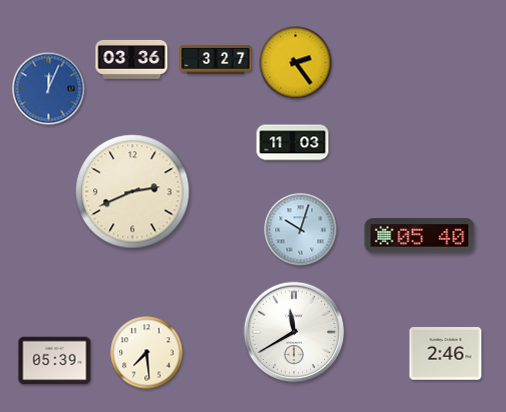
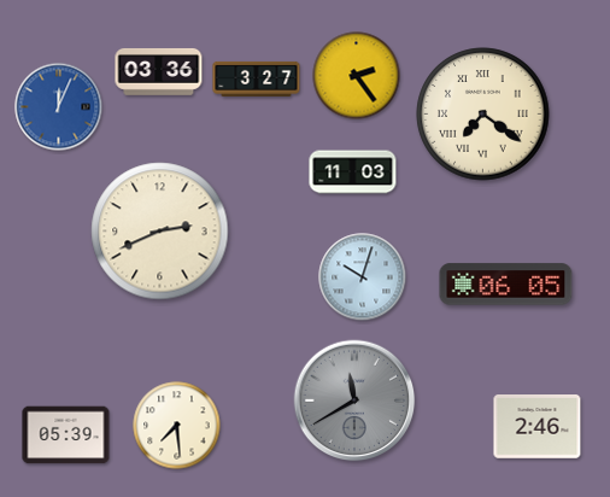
clock at (216, 59) position: (216, 59) -> (257, 78)
clock at (483, 115): none -> 7:21
clock at (420, 236): 05:40 -> 06:05
clock at (294, 332) dial: white -> grey
